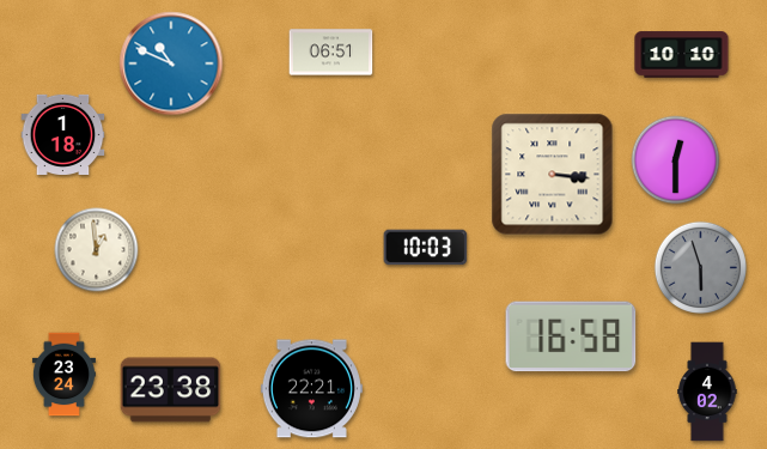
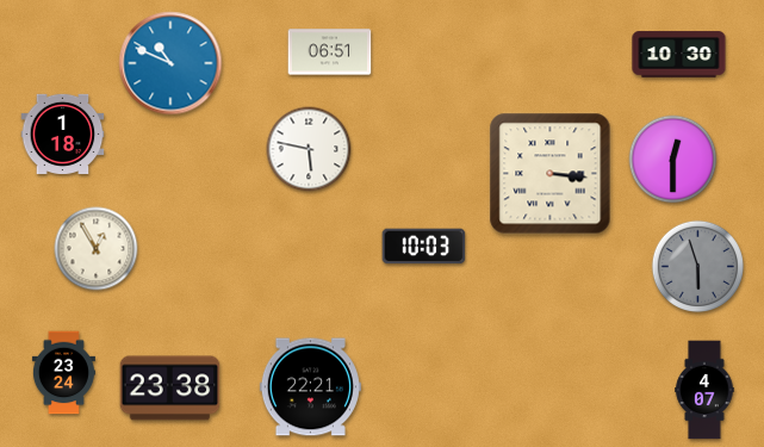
clock at (682, 55): 10:10 -> 10:30
clock at (309, 149): none -> 5:47
clock at (97, 250): 12:59 -> 12:55
clock at (571, 336): 16:58 -> none
clock at (707, 392): 4:02 -> 4:07
